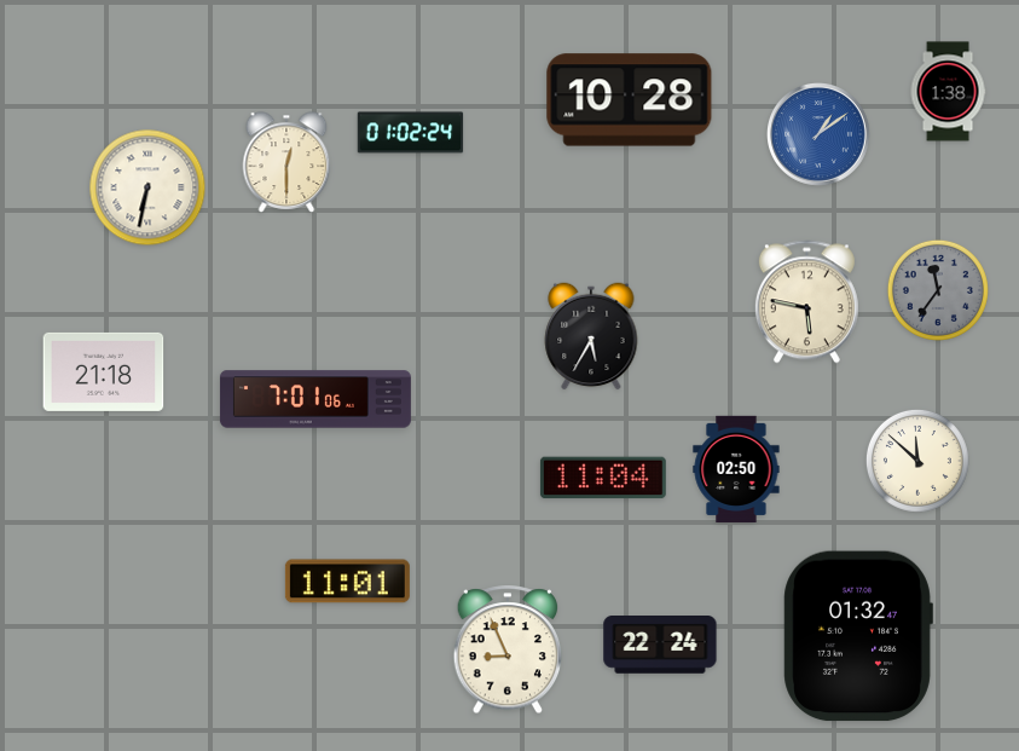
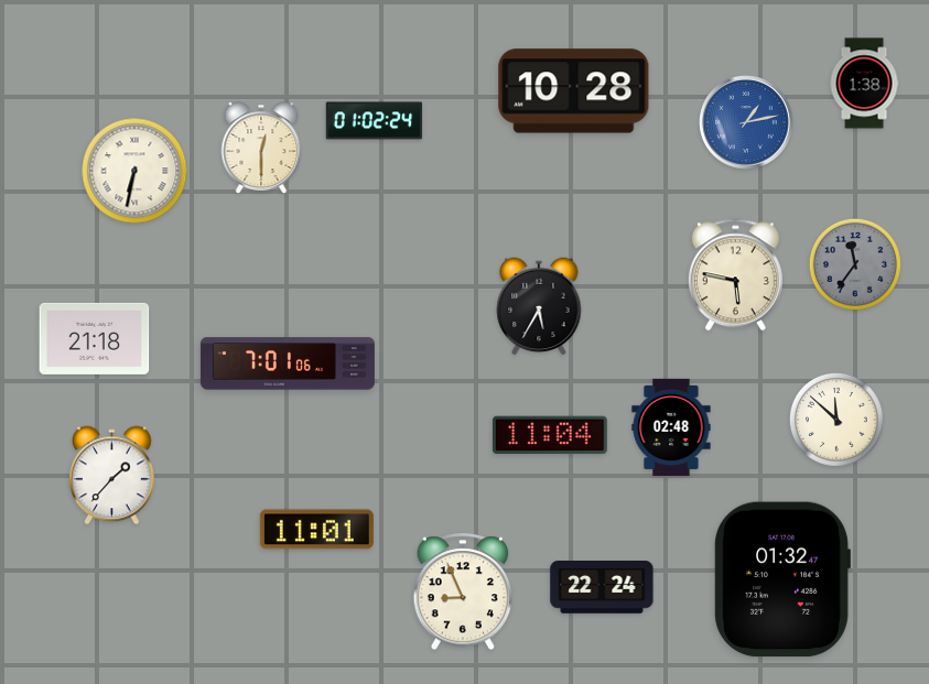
clock at (820, 135): 1:09 -> 1:13
clock at (736, 468): 02:50 -> 02:48
clock at (112, 476): none -> 1:37
